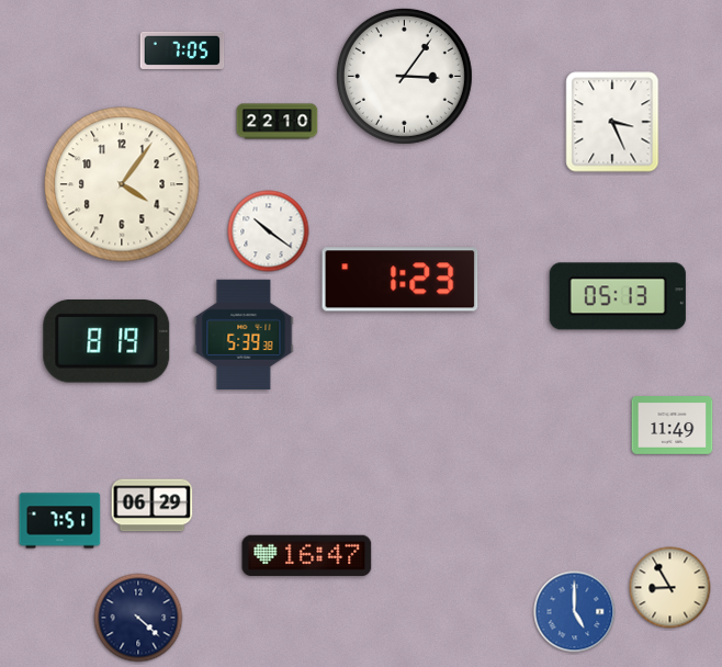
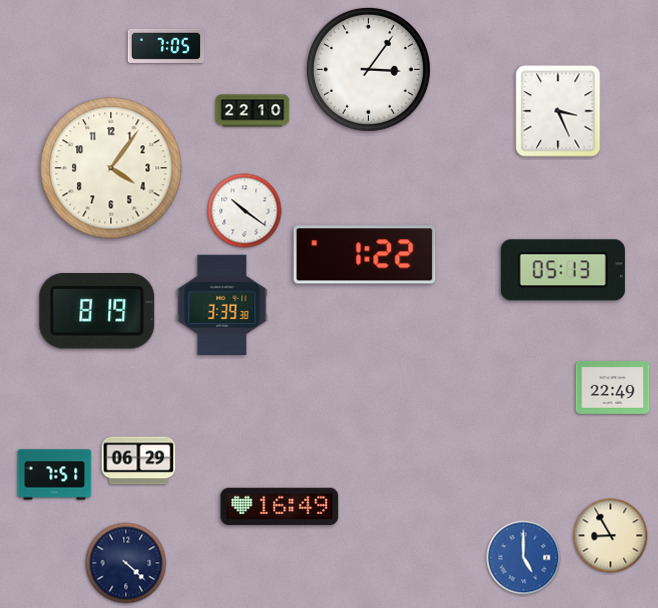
clock at (401, 280): 1:23 -> 1:22
clock at (244, 333): 5:39 -> 3:39
clock at (673, 426): 11:49 -> 22:49
clock at (307, 555): 16:47 -> 16:49
